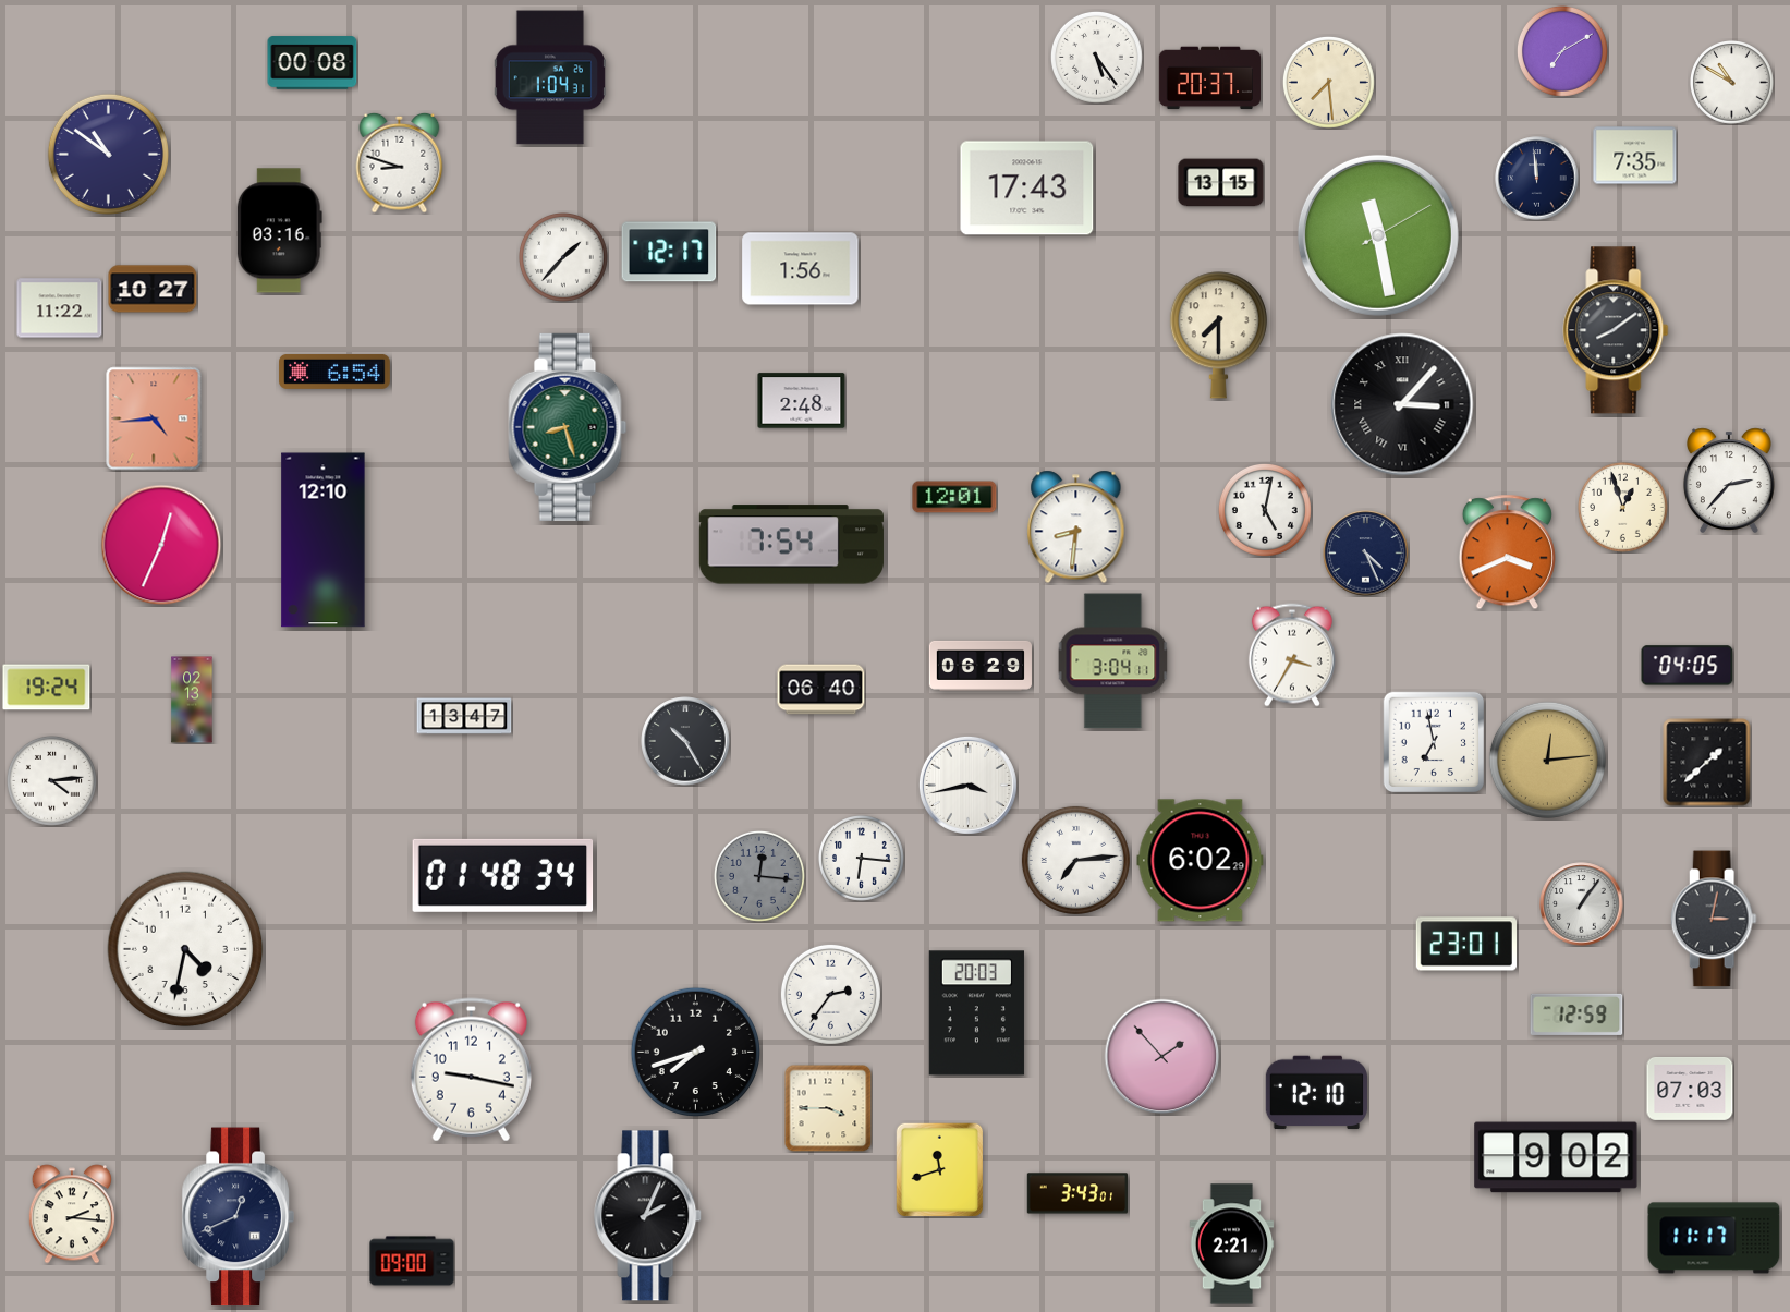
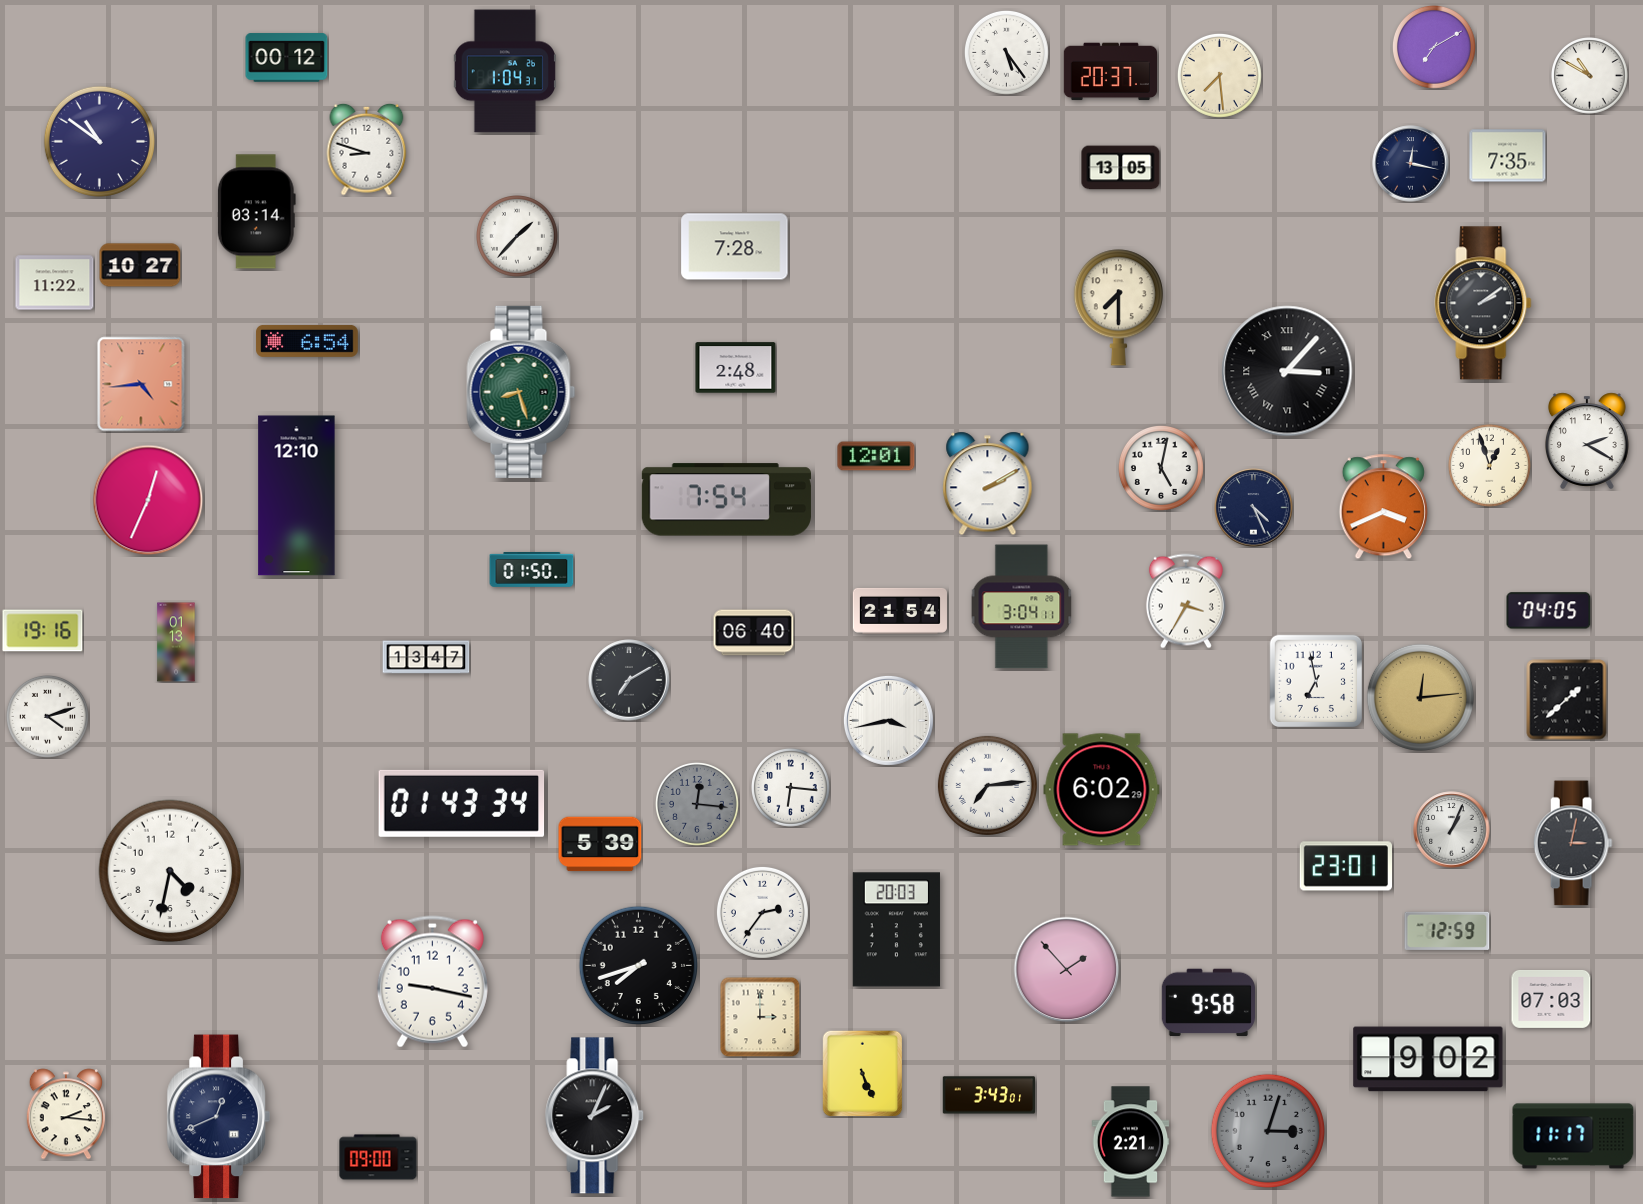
clock at (313, 63): 00:08 -> 00:12
clock at (1635, 156) position: (1635, 156) -> (1508, 156)
clock at (1537, 179): 11:59 -> 12:17
clock at (1221, 183): 13:15 -> 13:05
clock at (1027, 189): 17:43 -> none
clock at (279, 231): 03:16 -> 03:14
clock at (1378, 235): 11:28 -> none
clock at (669, 252): 12:17 -> none
clock at (801, 269): 1:56 -> 7:28
clock at (1616, 330): 8:09 -> 2:09
clock at (1729, 481): 2:37 -> 2:20
clock at (1076, 527): 8:31 -> 2:10
clock at (532, 570): none -> 01:50
clock at (981, 666): 06:29 -> 21:54
clock at (47, 688): 19:24 -> 19:16
clock at (192, 700): 02:13 -> 01:13
clock at (685, 741): 10:25 -> 7:10
clock at (51, 780): 4:14 -> 4:12
clock at (1075, 860) position: (1075, 860) -> (987, 785)
clock at (503, 875): 01:48 -> 01:43
clock at (1582, 904): 1:06 -> 1:04
clock at (600, 844): none -> 5:39
clock at (1316, 1093): 12:10 -> 9:58
clock at (828, 1108): 3:45 -> 3:00
clock at (1556, 1157) position: (1556, 1157) -> (1428, 1059)
clock at (940, 1169): 11:42 -> 5:26
clock at (1268, 1131): none -> 3:03
